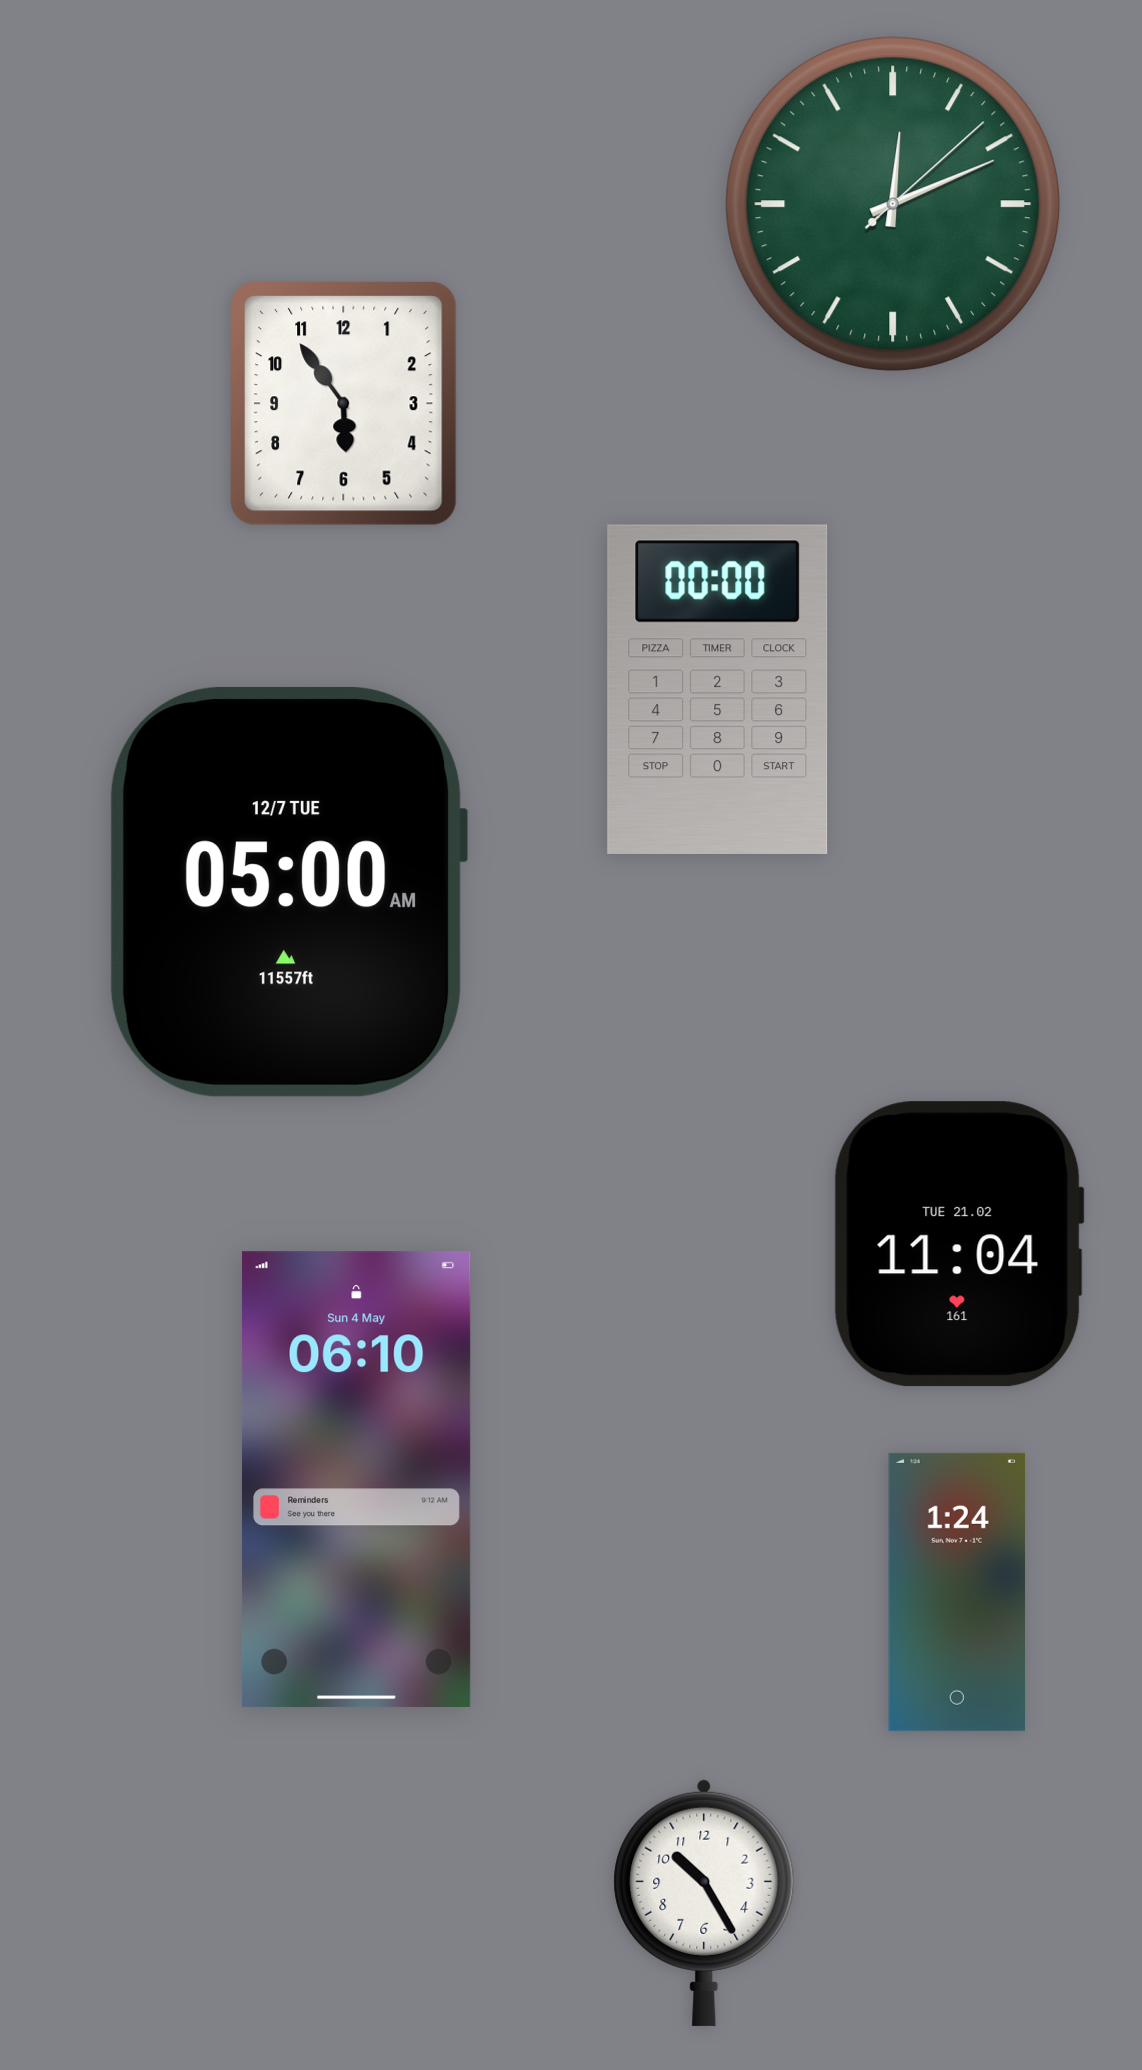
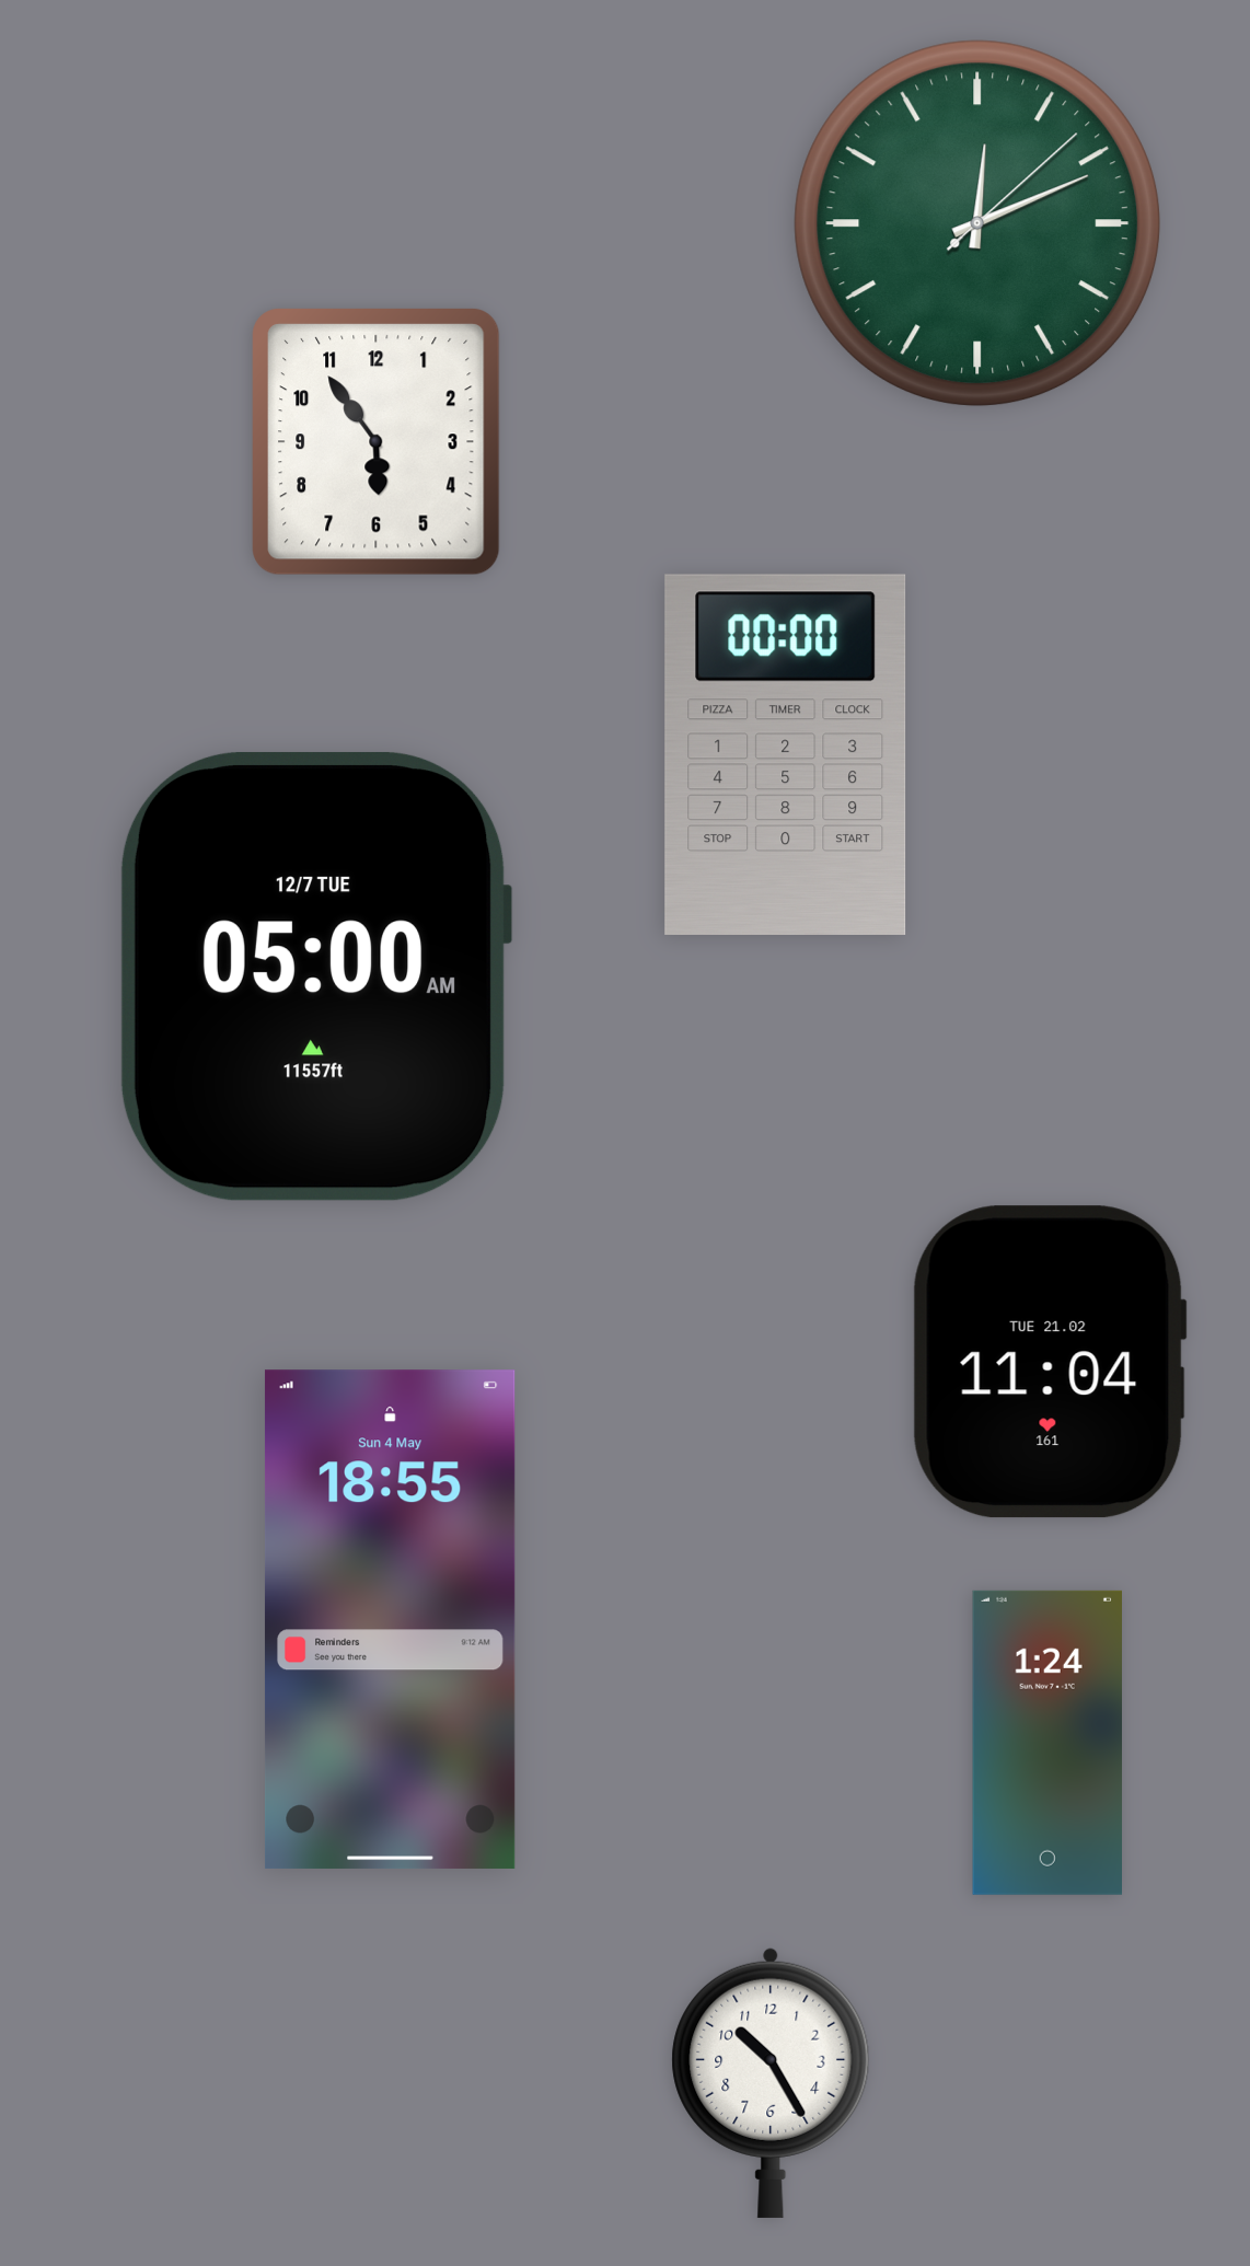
clock at (356, 1480): 06:10 -> 18:55
